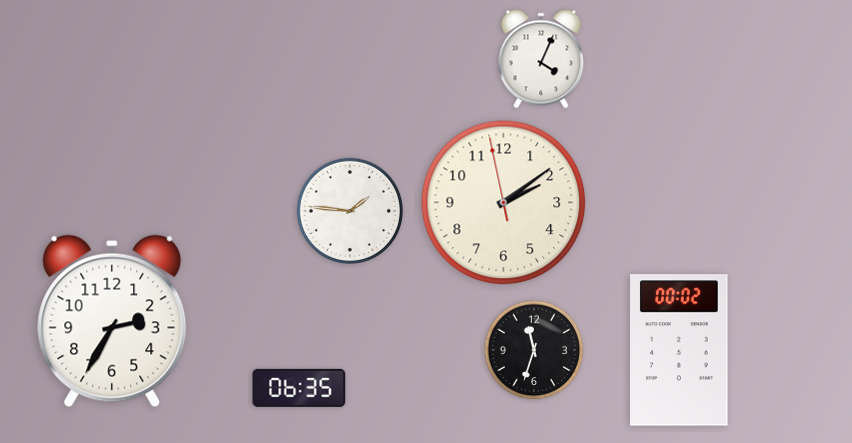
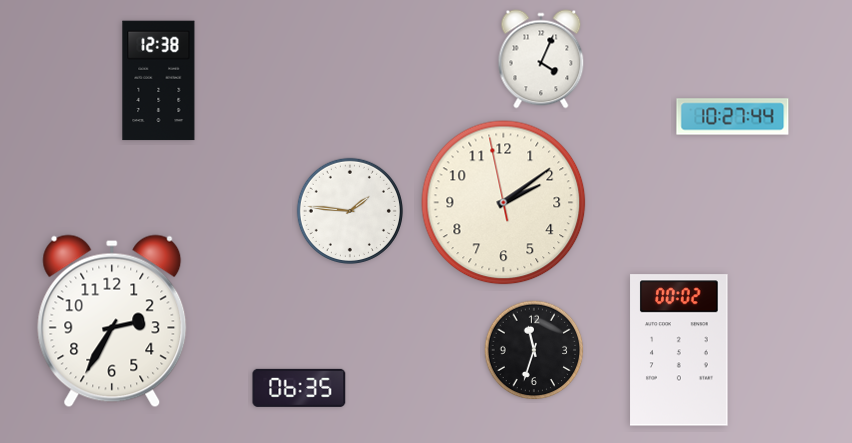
clock at (159, 81): none -> 12:38
clock at (733, 117): none -> 10:27
